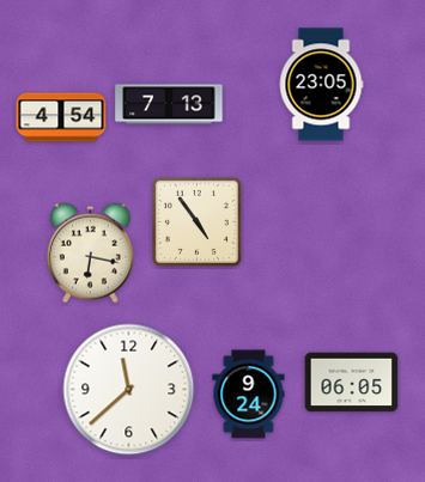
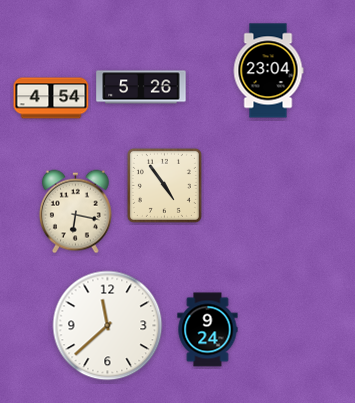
clock at (321, 85): 23:05 -> 23:04
clock at (169, 104): 7:13 -> 5:26
clock at (352, 383): 06:05 -> none
